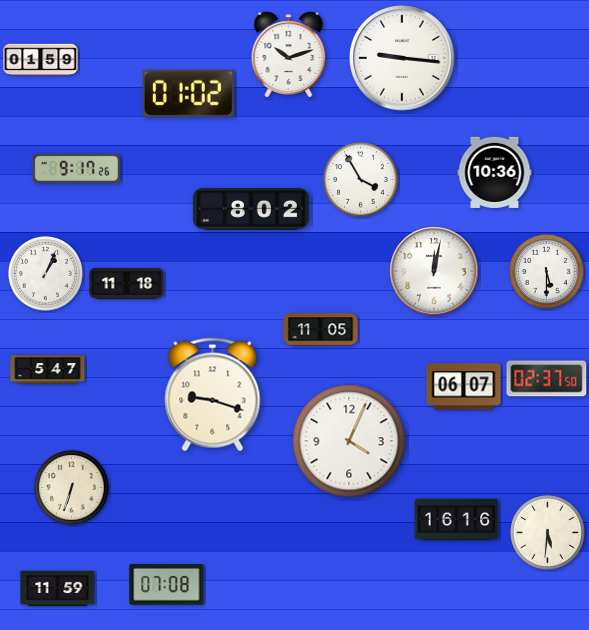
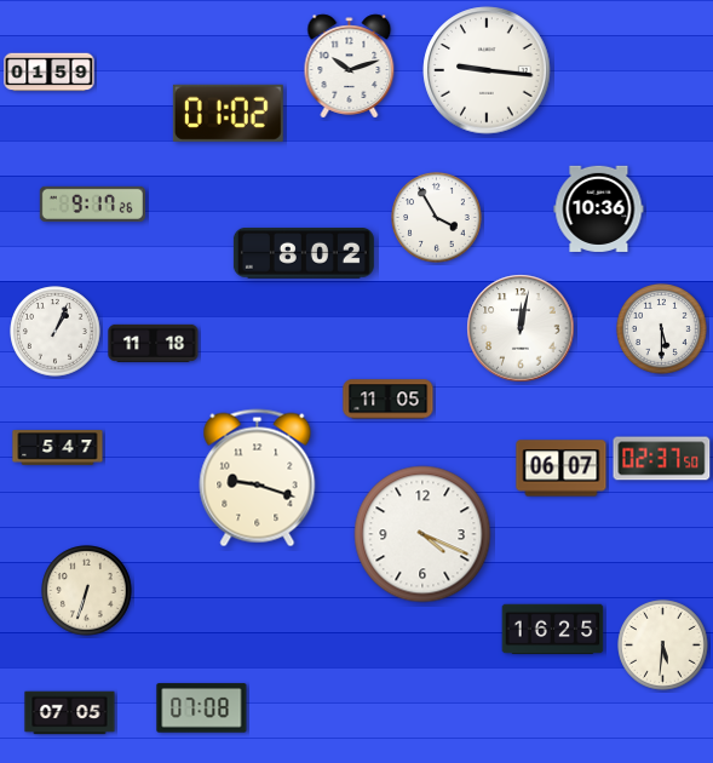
clock at (434, 271) position: (434, 271) -> (521, 328)
clock at (349, 441): 4:04 -> 4:19
clock at (457, 520): 16:16 -> 16:25
clock at (58, 589): 11:59 -> 07:05
